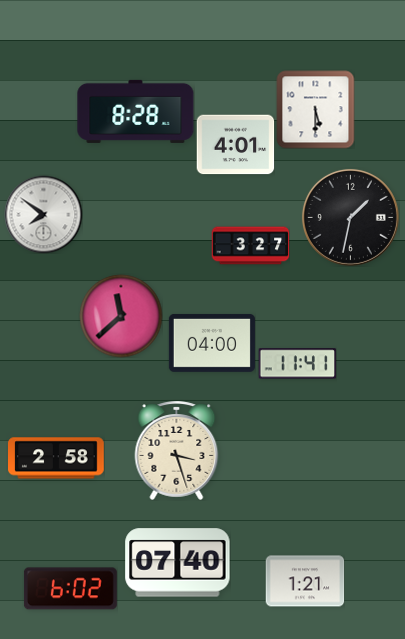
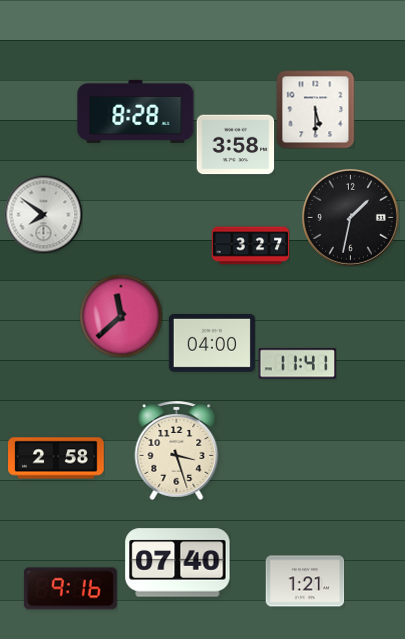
clock at (235, 145): 4:01 -> 3:58
clock at (70, 589): 6:02 -> 9:16
